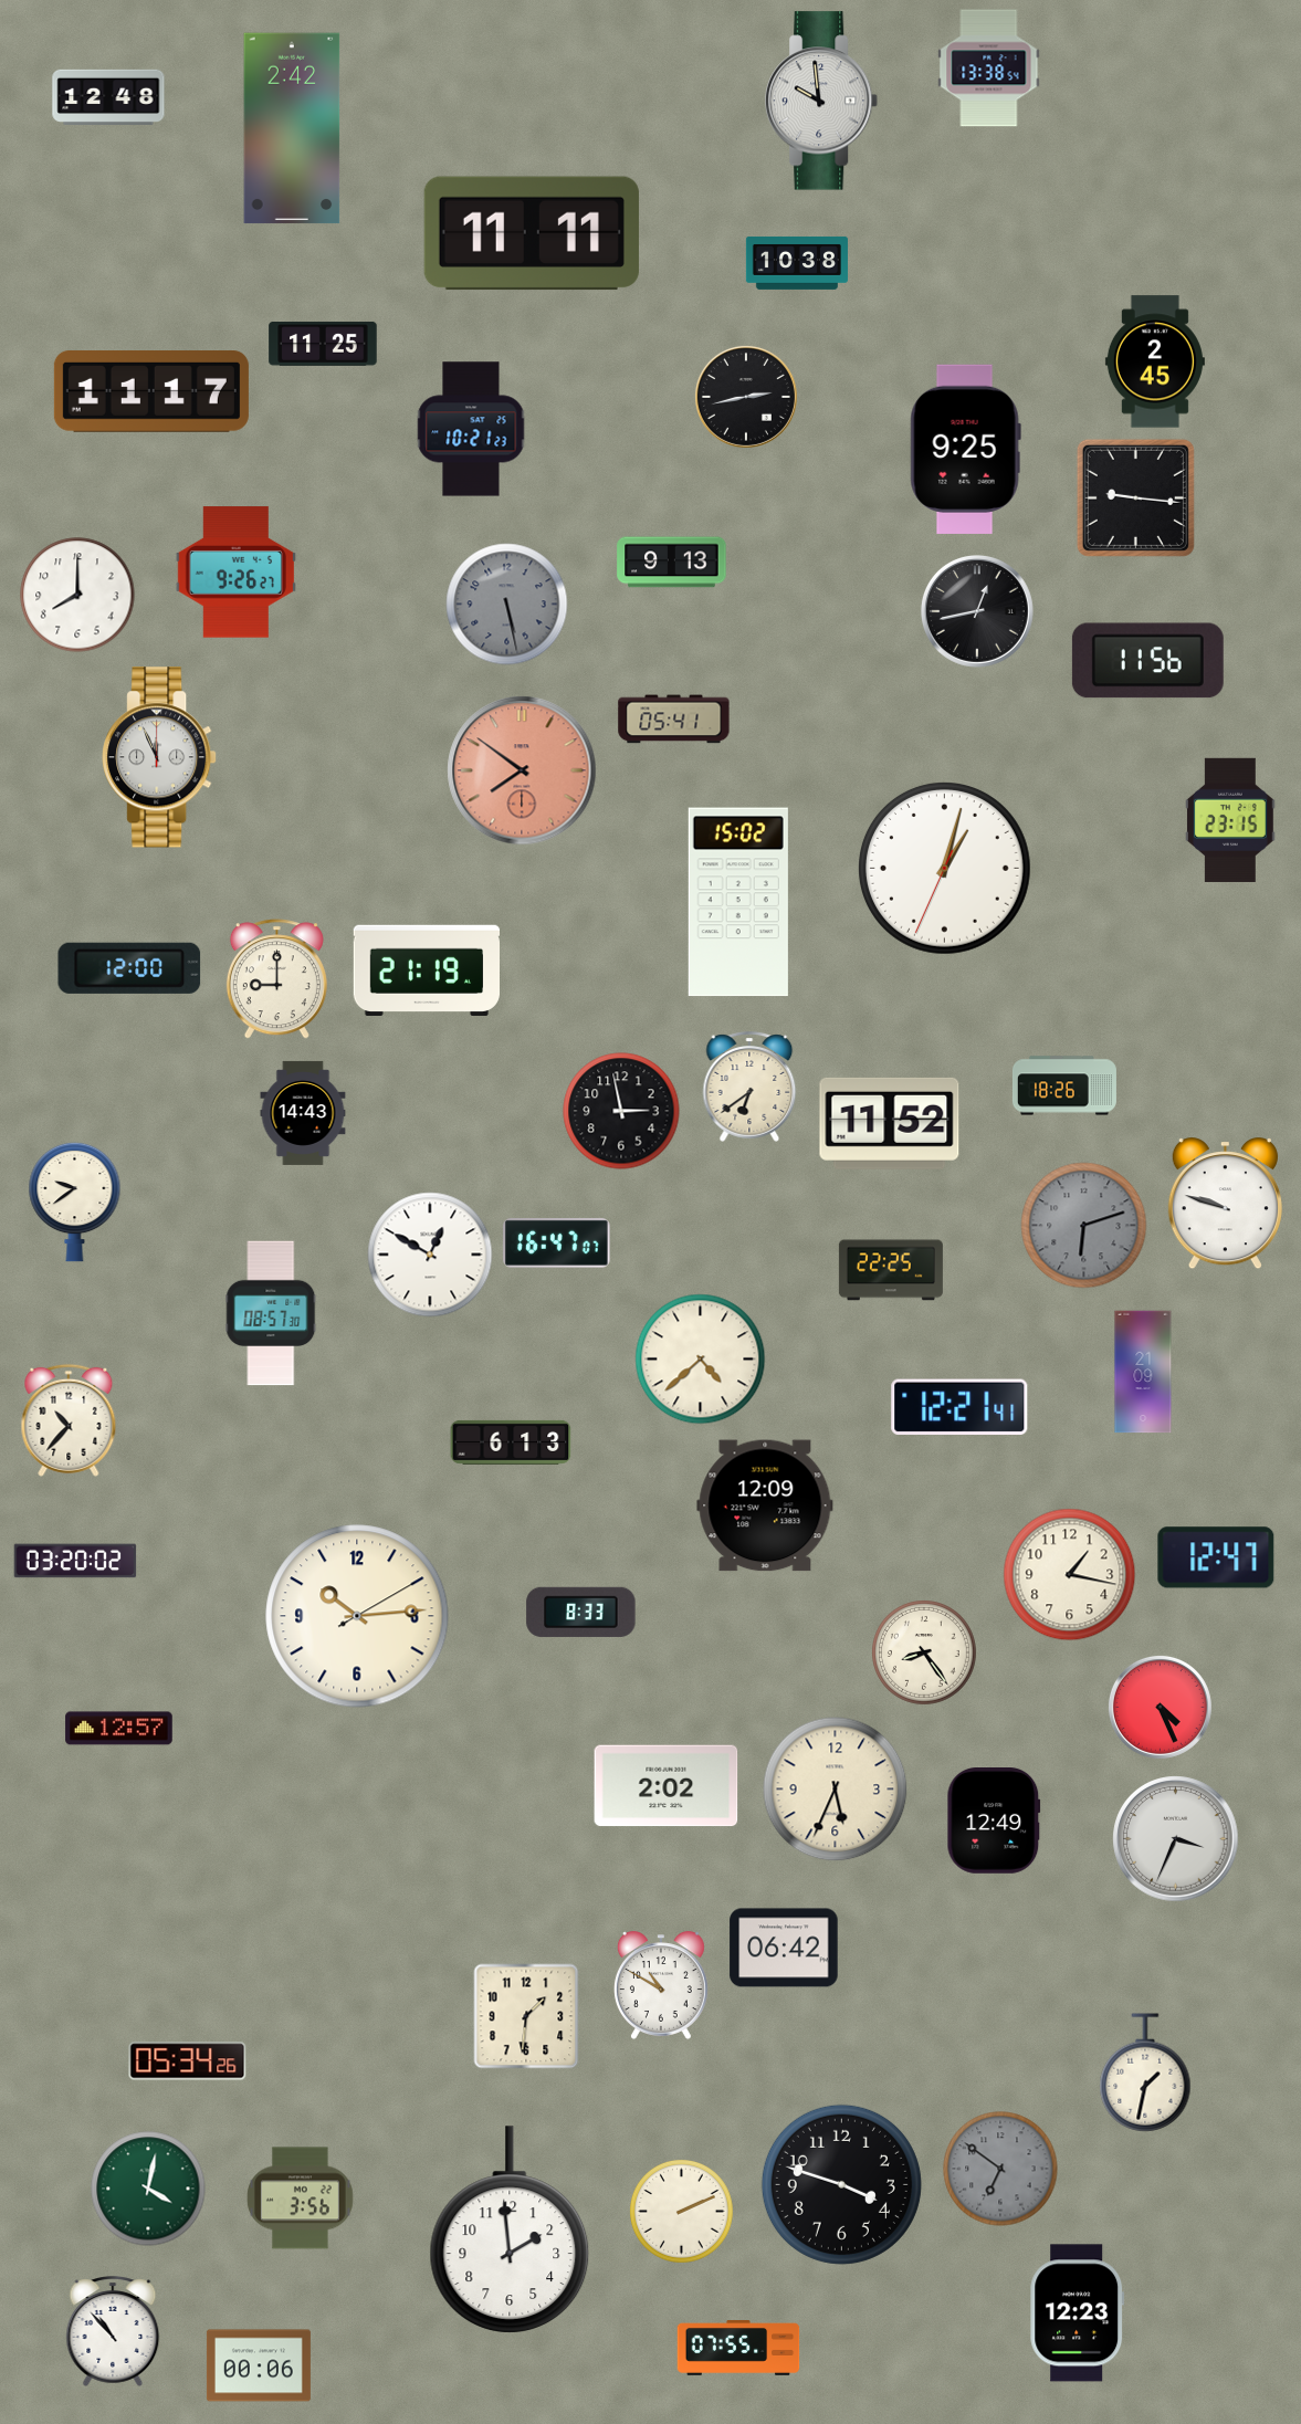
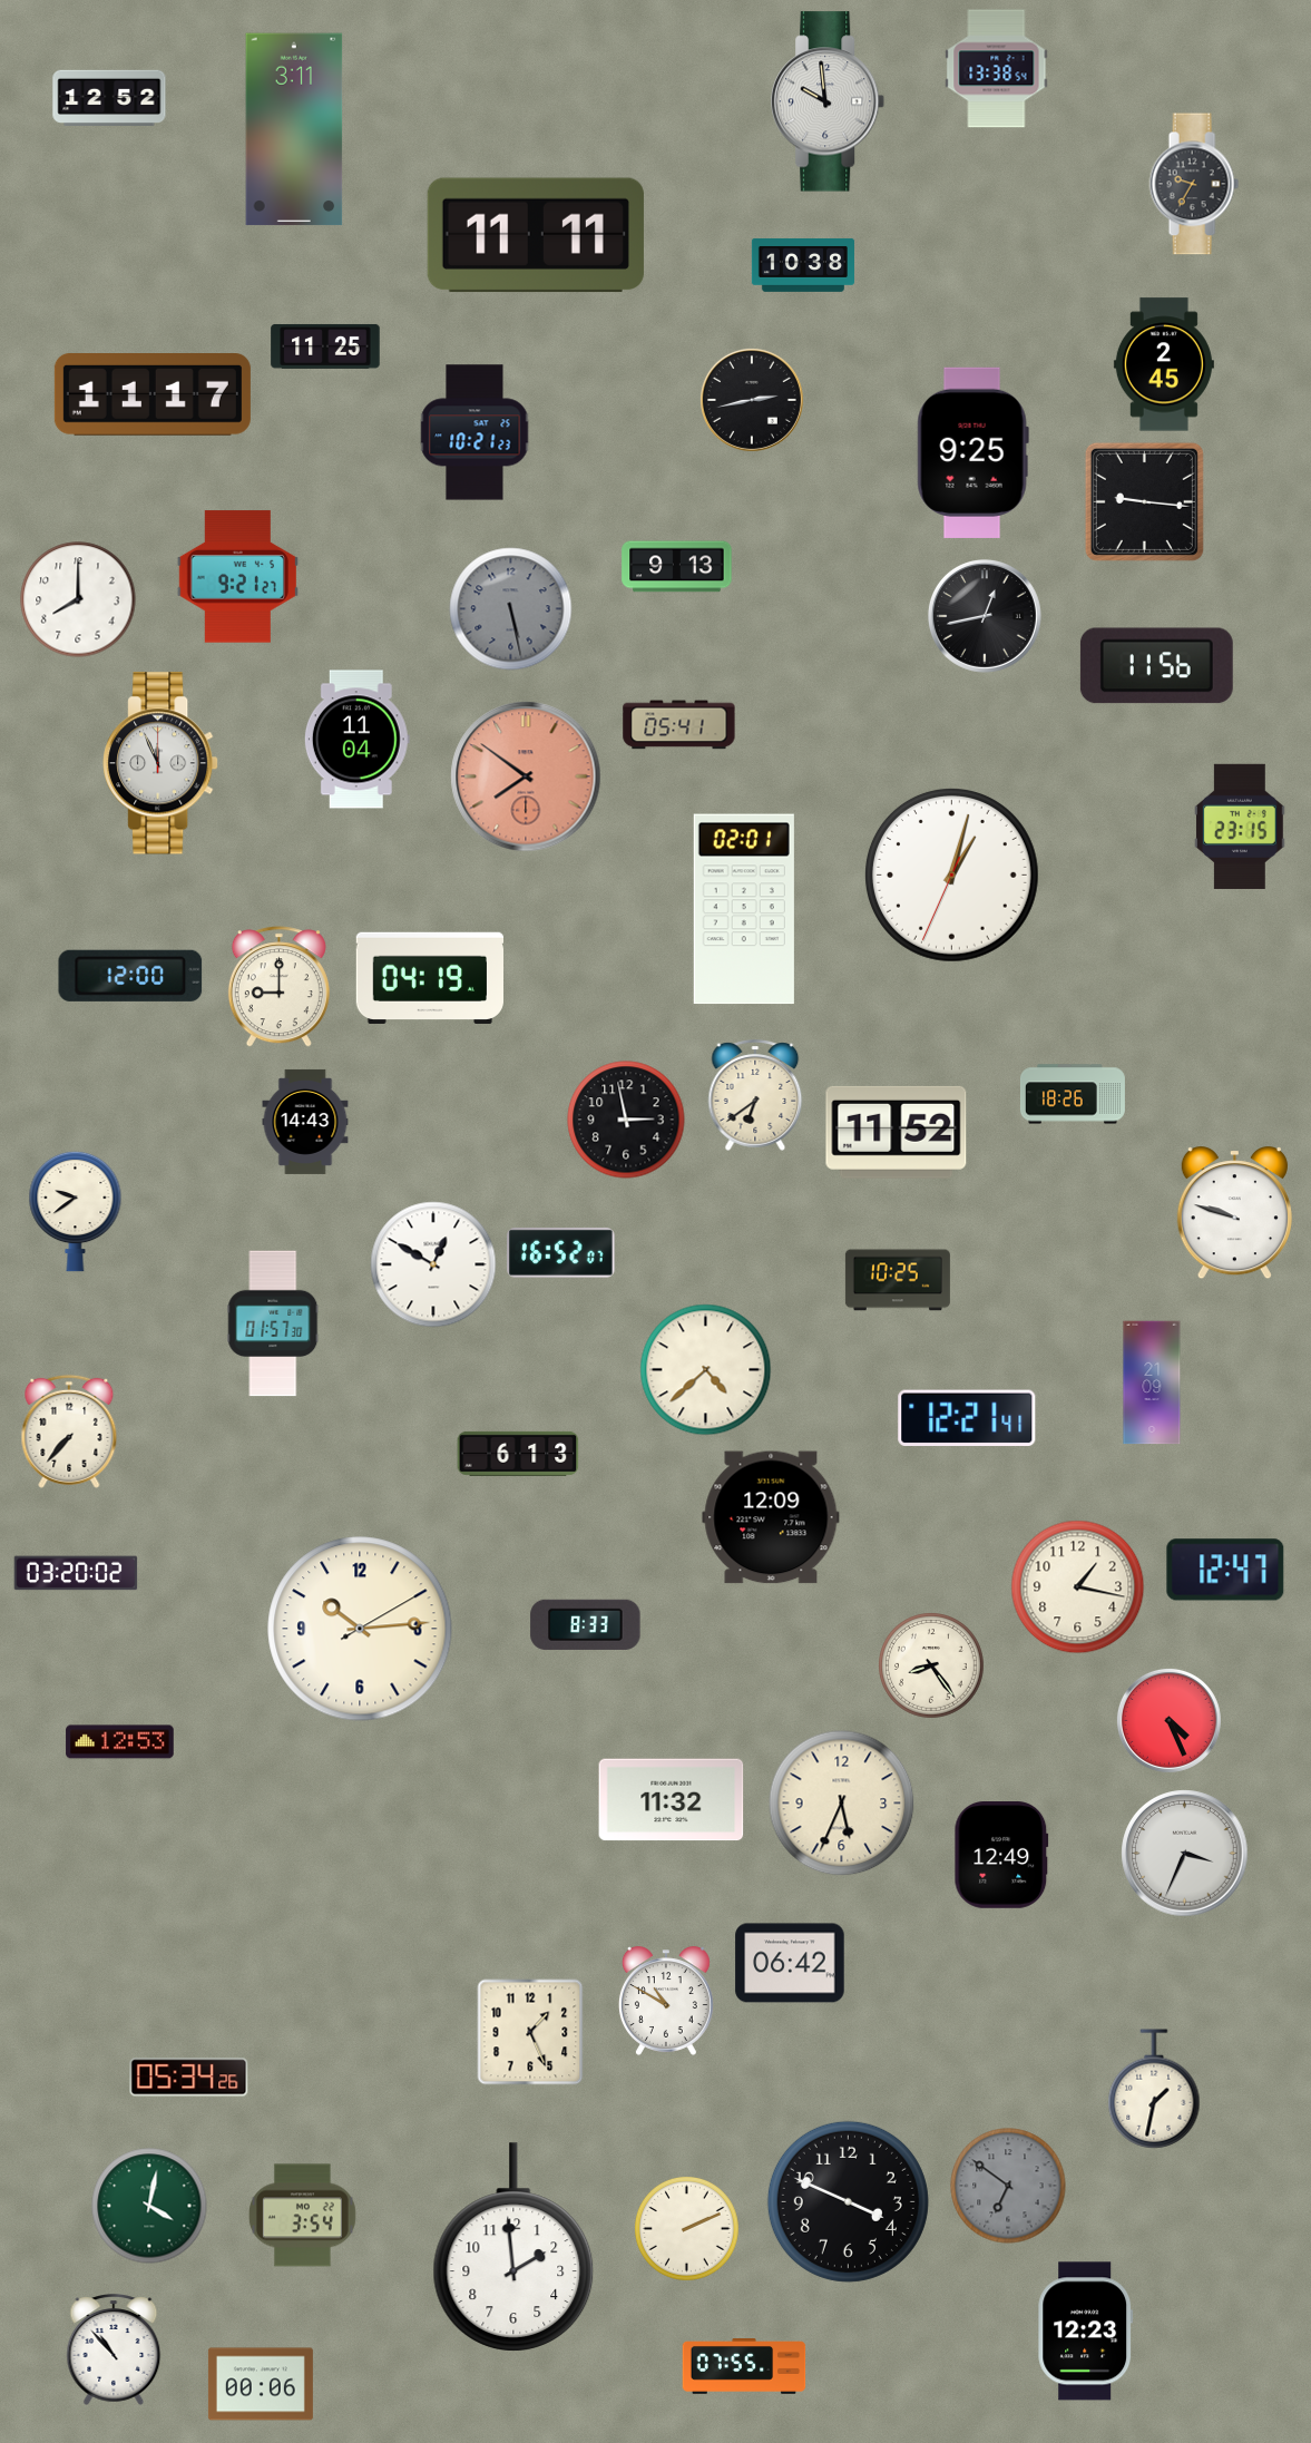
clock at (108, 97): 12:48 -> 12:52
clock at (292, 128): 2:42 -> 3:11
clock at (1194, 184): none -> 9:35
clock at (235, 573): 9:26 -> 9:21
clock at (356, 740): none -> 11:04
clock at (738, 902): 15:02 -> 02:01
clock at (426, 970): 21:19 -> 04:19
clock at (1084, 1226): 6:12 -> none
clock at (557, 1242): 16:47 -> 16:52
clock at (891, 1270): 22:25 -> 10:25
clock at (271, 1313): 08:57 -> 01:57
clock at (69, 1420): 10:37 -> 7:37
clock at (511, 1442) position: (511, 1442) -> (518, 1454)
clock at (119, 1729): 12:57 -> 12:53
clock at (667, 1786): 2:02 -> 11:32
clock at (994, 1822) position: (994, 1822) -> (1001, 1856)
clock at (526, 2016): 1:31 -> 1:26
clock at (841, 2184): 3:48 -> 3:49
clock at (300, 2199): 3:56 -> 3:54
